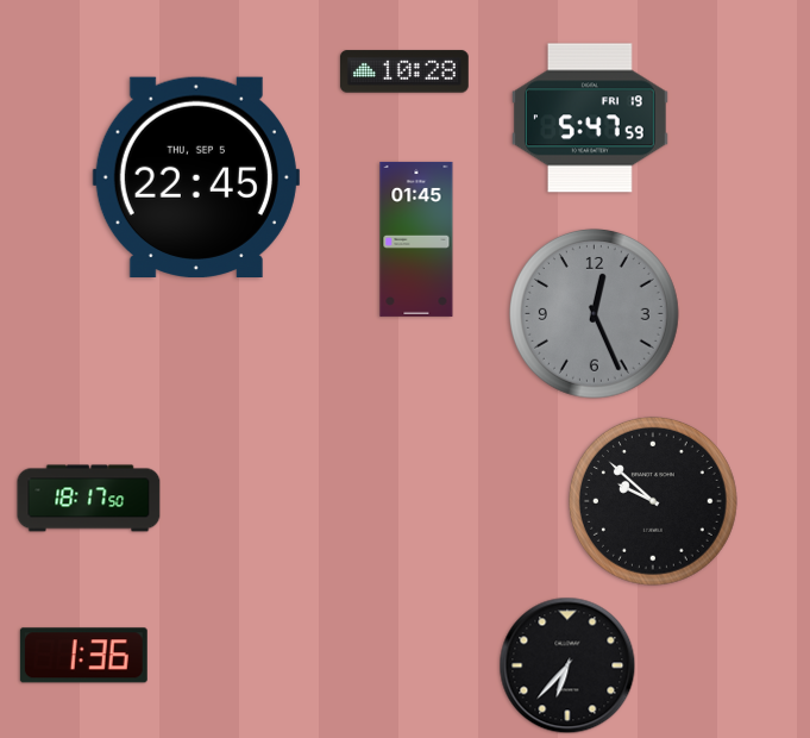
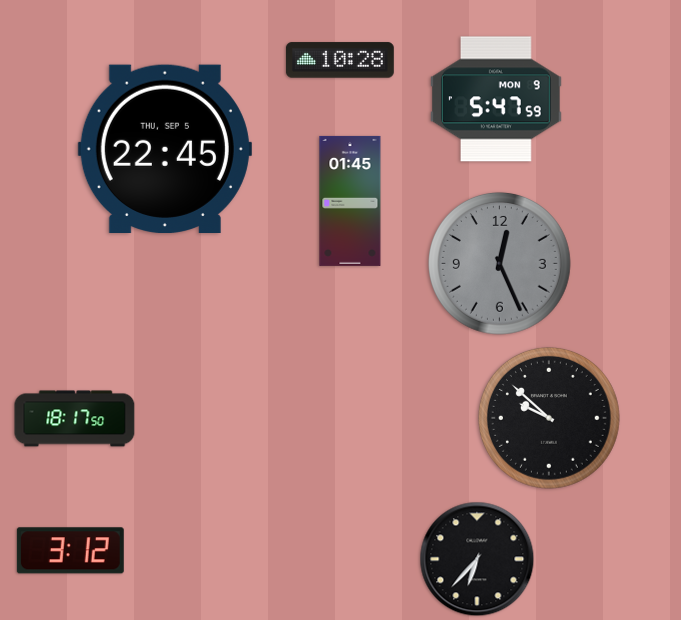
clock at (590, 118) date: FRI 19 -> MON 9
clock at (653, 501) position: (653, 501) -> (549, 418)
clock at (83, 656): 1:36 -> 3:12
